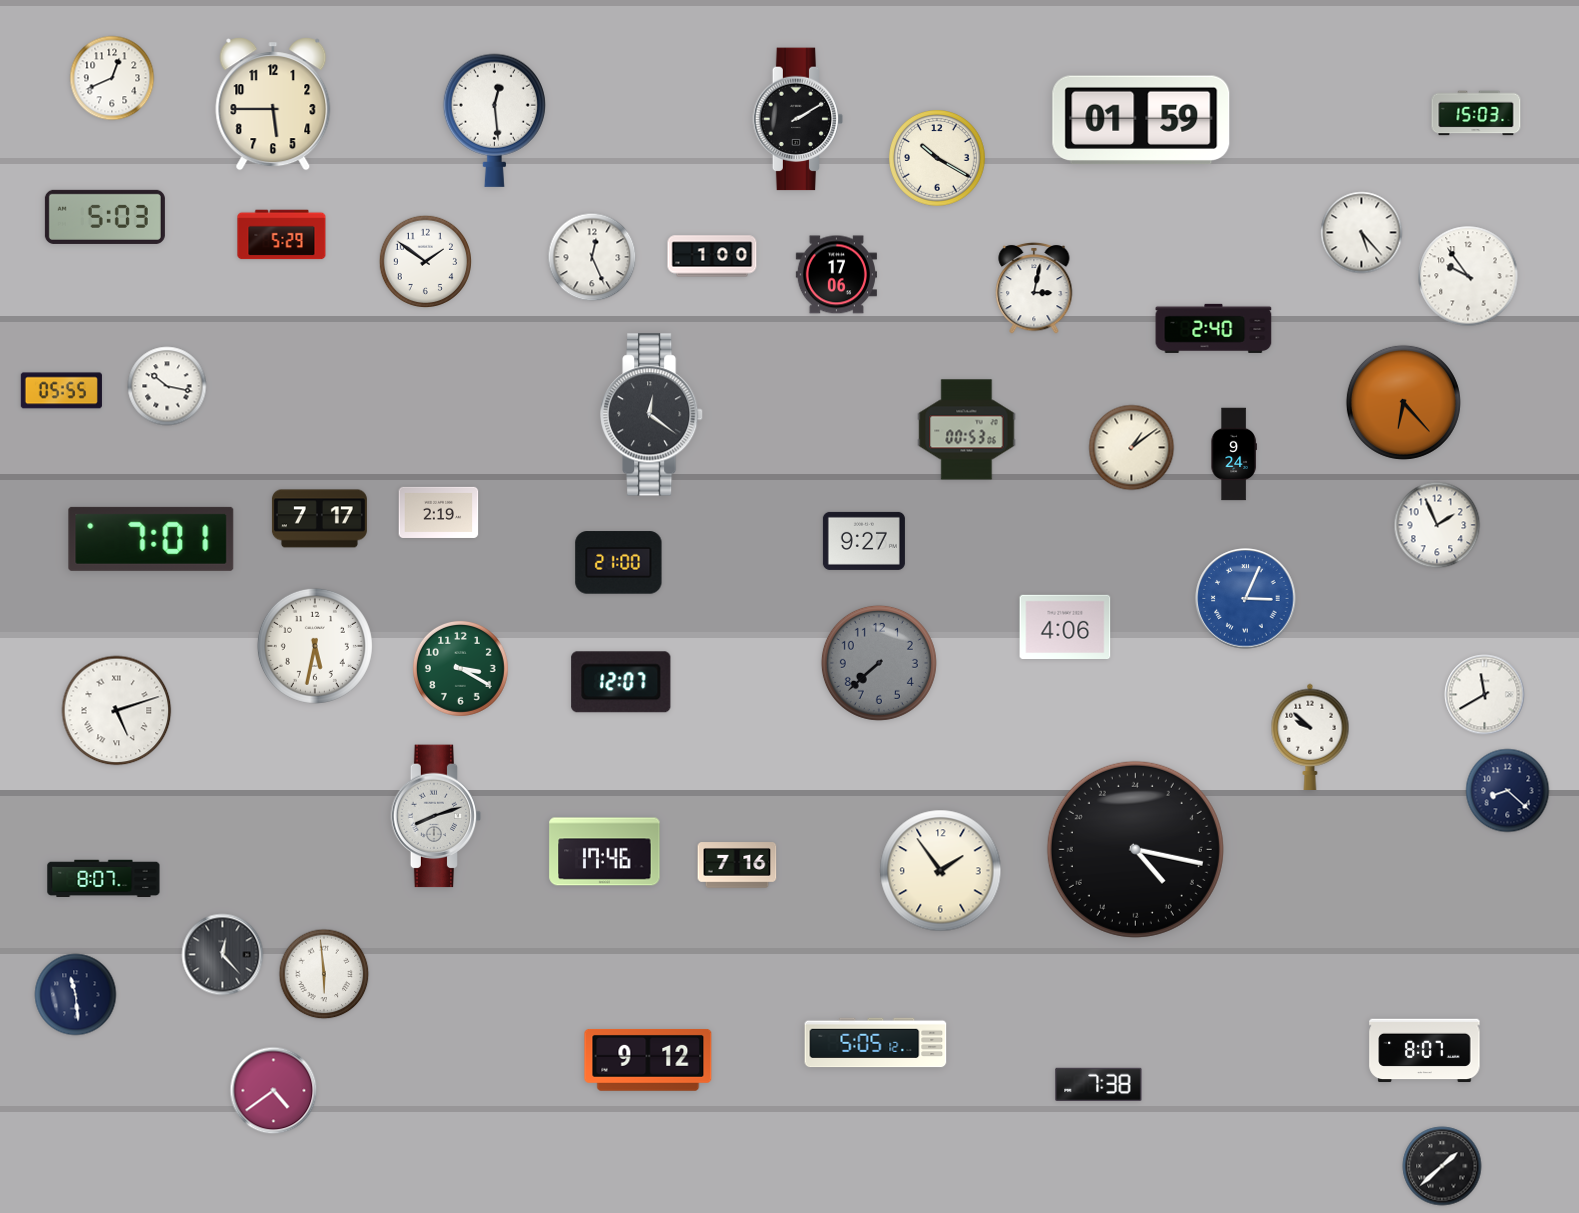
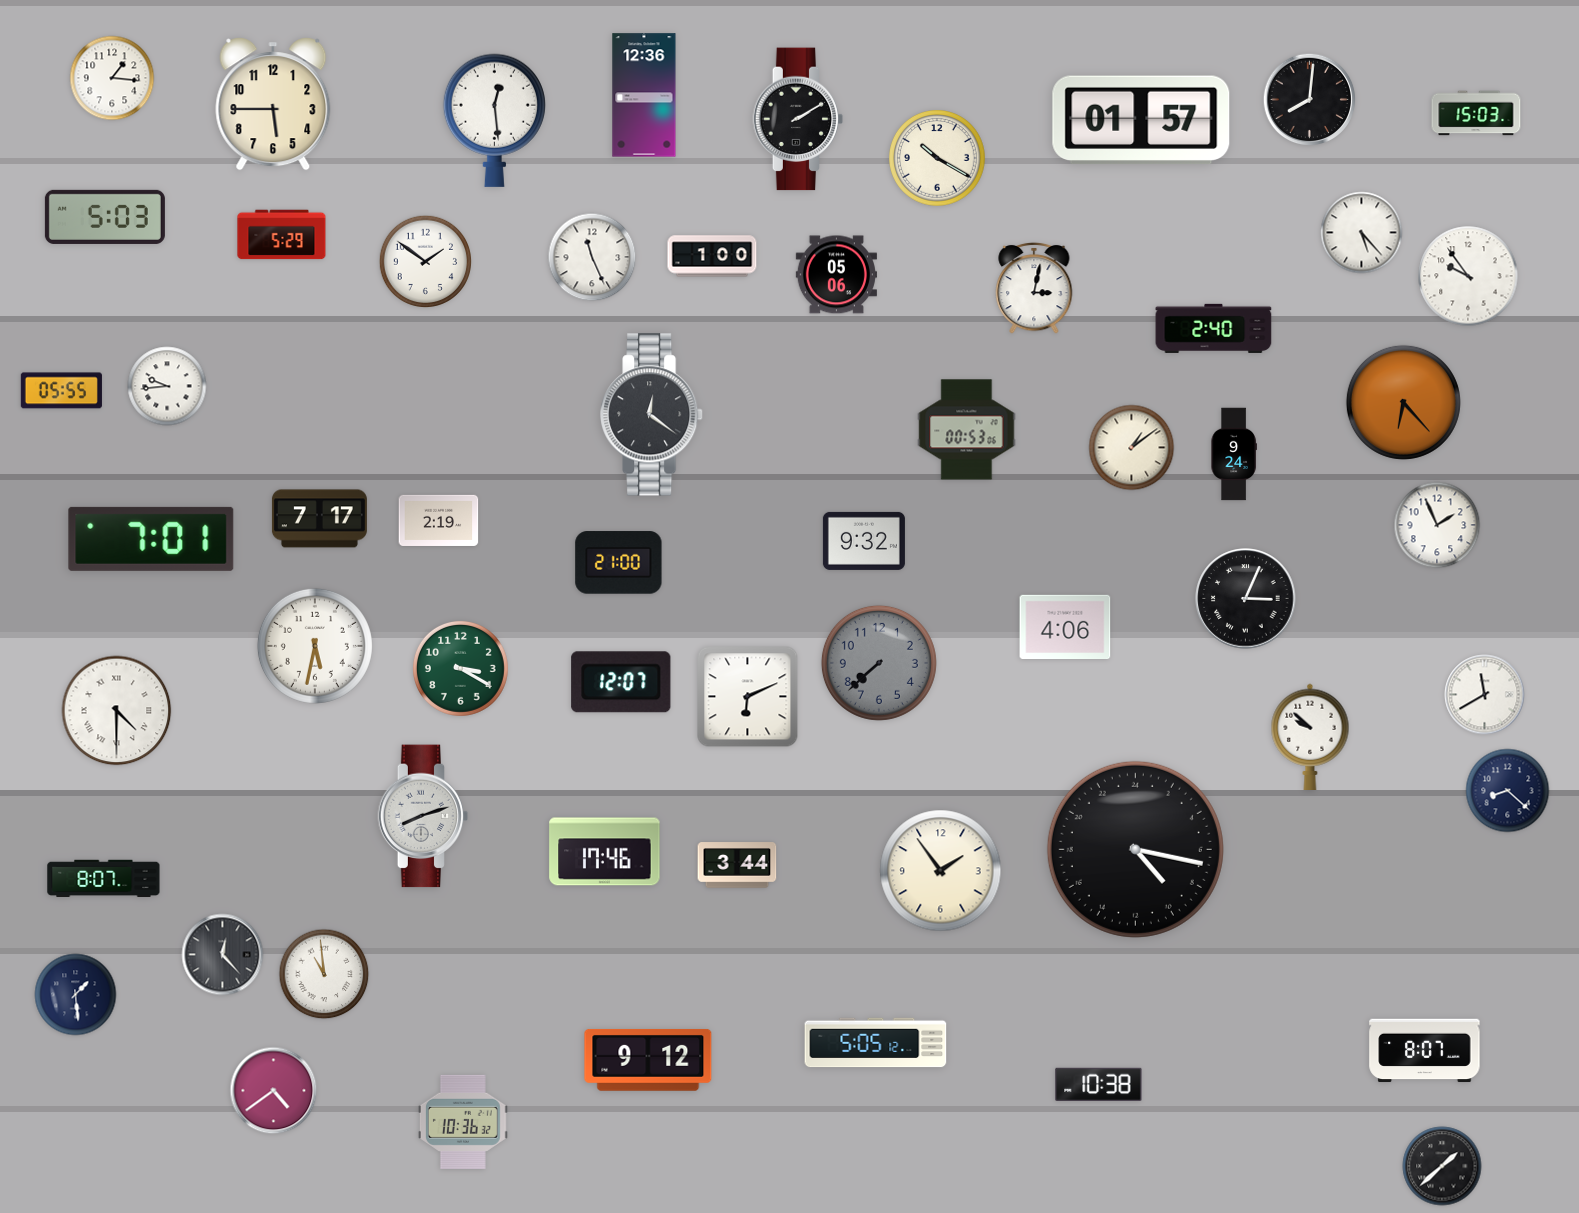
clock at (112, 78): 12:41 -> 1:16
clock at (644, 95): none -> 12:36
clock at (1310, 100): none -> 8:01
clock at (1141, 120): 01:59 -> 01:57
clock at (592, 257): 12:26 -> 11:26
clock at (836, 275): 17:06 -> 05:06
clock at (167, 386): 10:17 -> 9:44
clock at (439, 512) position: (439, 512) -> (439, 520)
clock at (864, 541): 9:27 -> 9:32
clock at (1246, 599) dial: blue -> black
clock at (748, 697): none -> 6:11
clock at (117, 711): 5:12 -> 4:30
clock at (436, 816) position: (436, 816) -> (423, 816)
clock at (737, 865): 7:16 -> 3:44
clock at (324, 974): 5:59 -> 10:59
clock at (76, 995): 11:29 -> 1:29
clock at (1099, 1084): 7:38 -> 10:38
clock at (463, 1122): none -> 10:36
